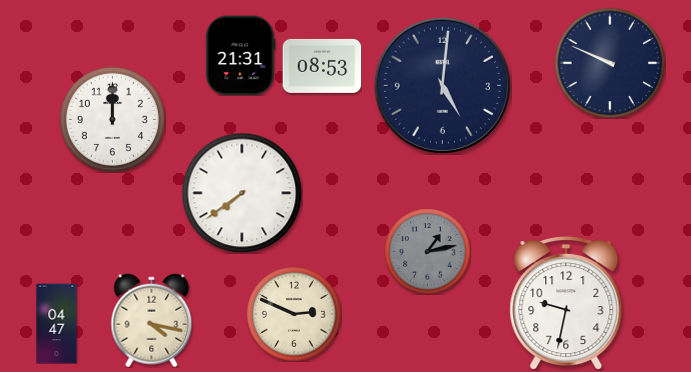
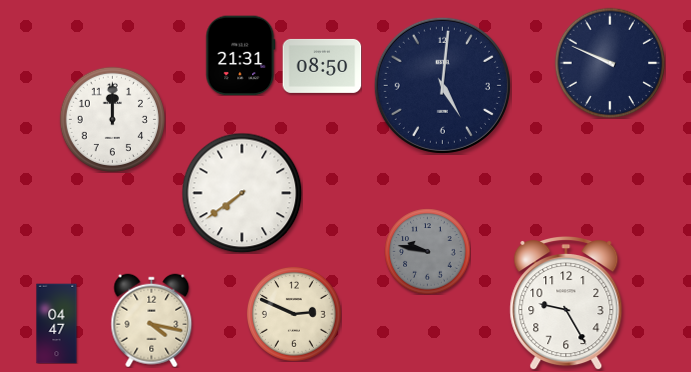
clock at (322, 66): 08:53 -> 08:50
clock at (427, 251): 1:13 -> 9:47
clock at (566, 304): 9:32 -> 9:25
